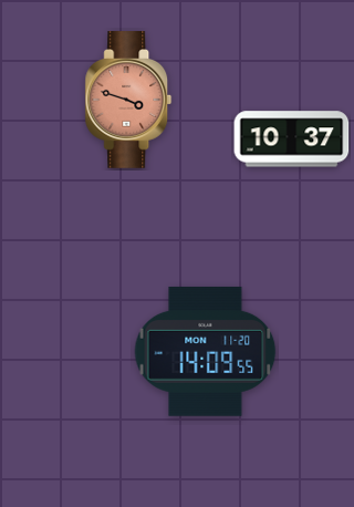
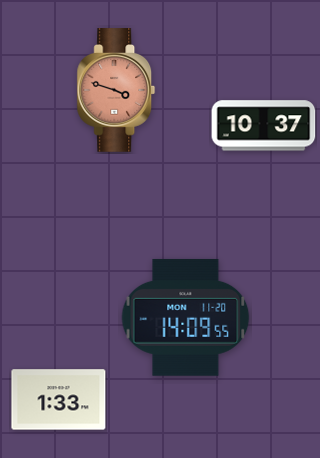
clock at (59, 400): none -> 1:33
